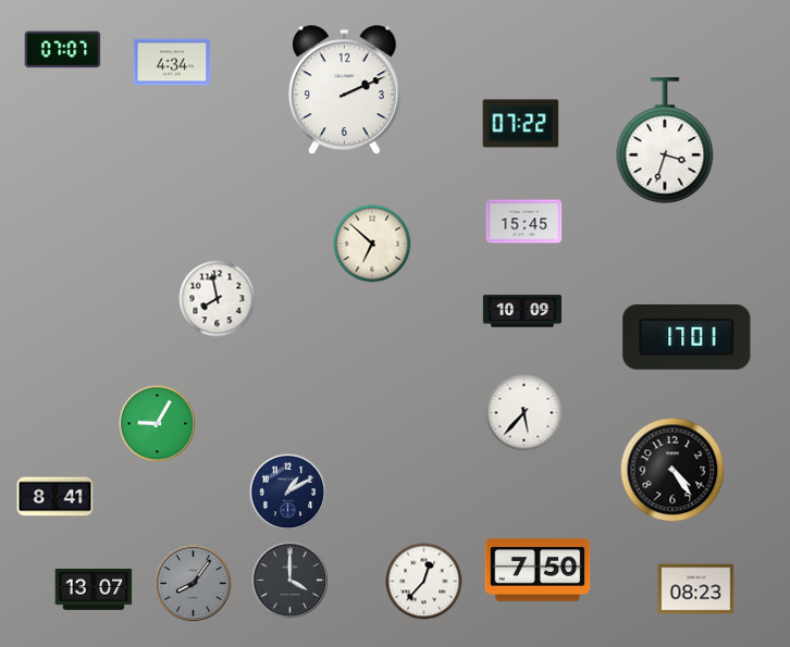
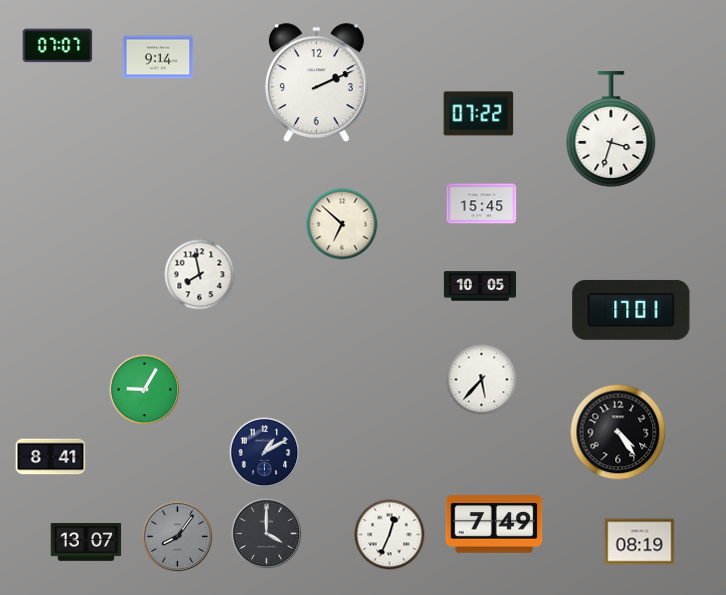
clock at (172, 62): 4:34 -> 9:14
clock at (521, 311): 10:09 -> 10:05
clock at (538, 570): 7:50 -> 7:49
clock at (424, 582): 12:37 -> 12:34
clock at (696, 589): 08:23 -> 08:19
